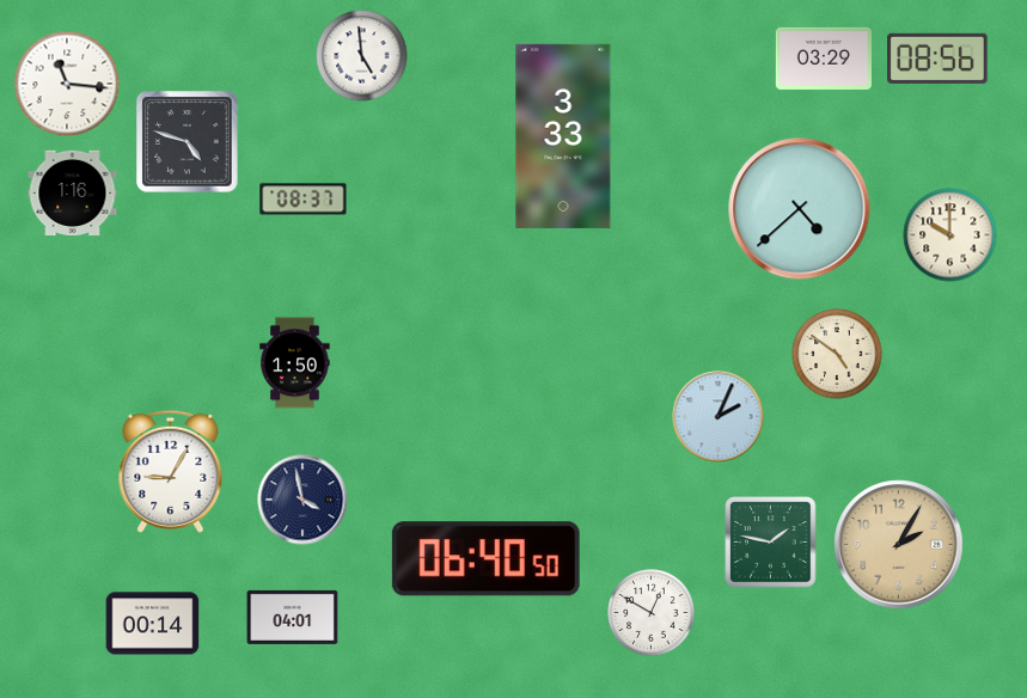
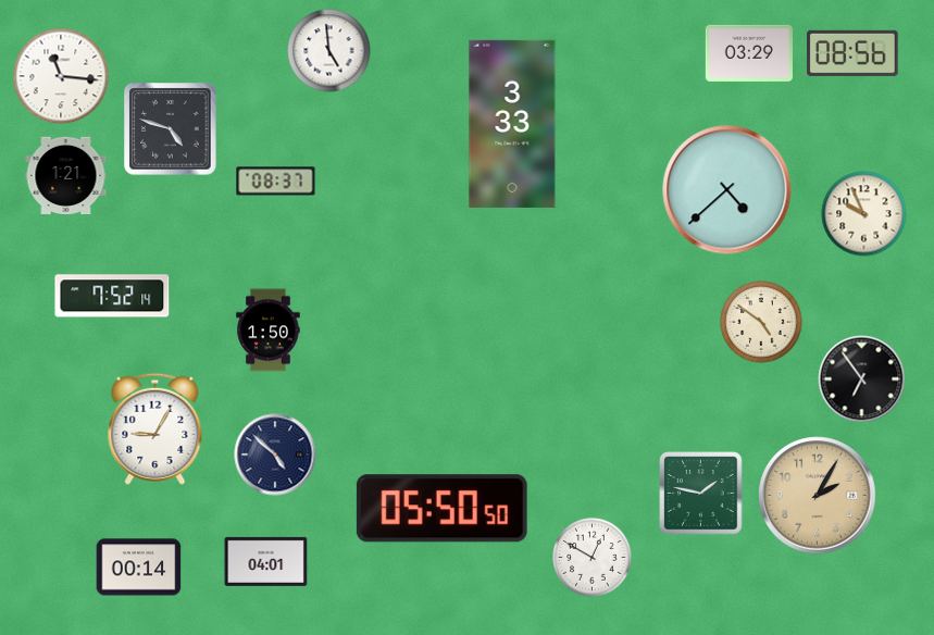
clock at (73, 192): 1:16 -> 1:21
clock at (950, 235): 10:00 -> 9:56
clock at (112, 296): none -> 7:52
clock at (719, 417): 2:04 -> none
clock at (862, 379): none -> 6:54
clock at (302, 500): 3:58 -> 4:52
clock at (485, 559): 06:40 -> 05:50
